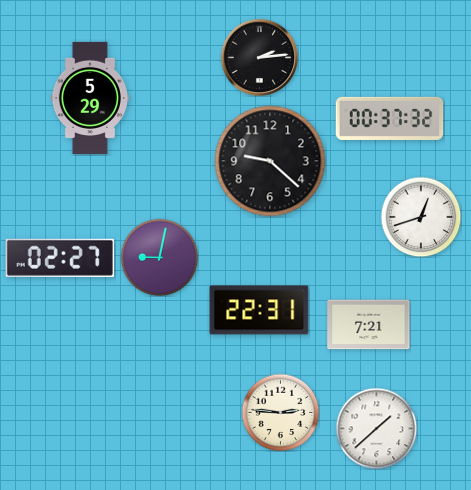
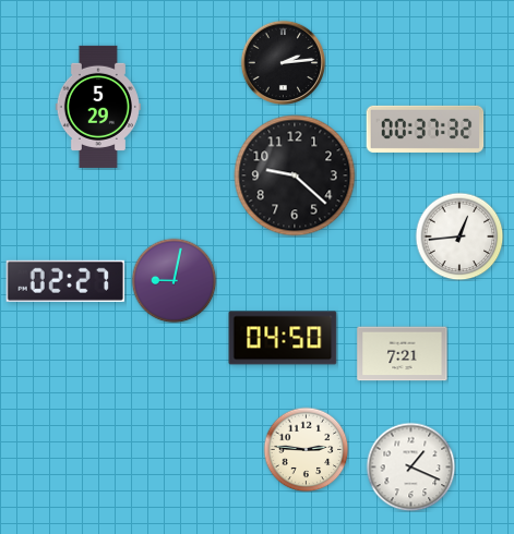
clock at (421, 217): 12:42 -> 12:44
clock at (259, 310): 22:31 -> 04:50
clock at (376, 428): 1:38 -> 1:19
